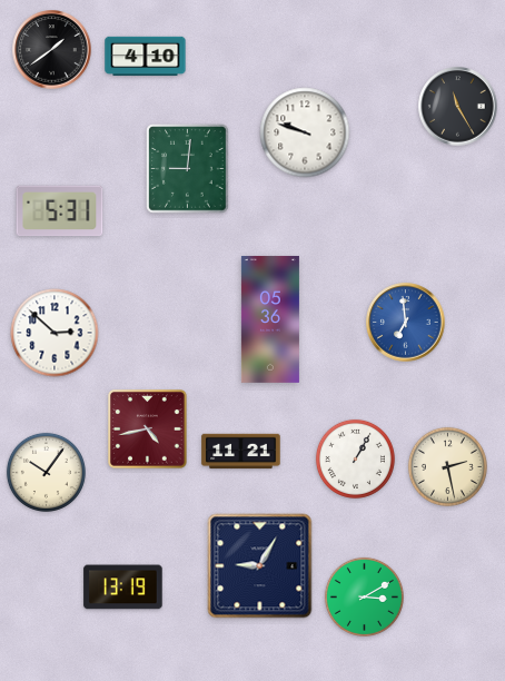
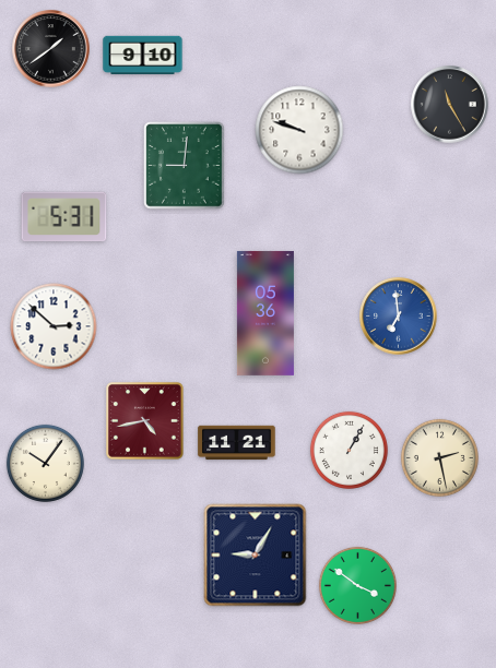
clock at (146, 57): 4:10 -> 9:10
clock at (60, 211) position: (60, 211) -> (64, 217)
clock at (123, 588): 13:19 -> none
clock at (364, 596): 3:10 -> 3:51
